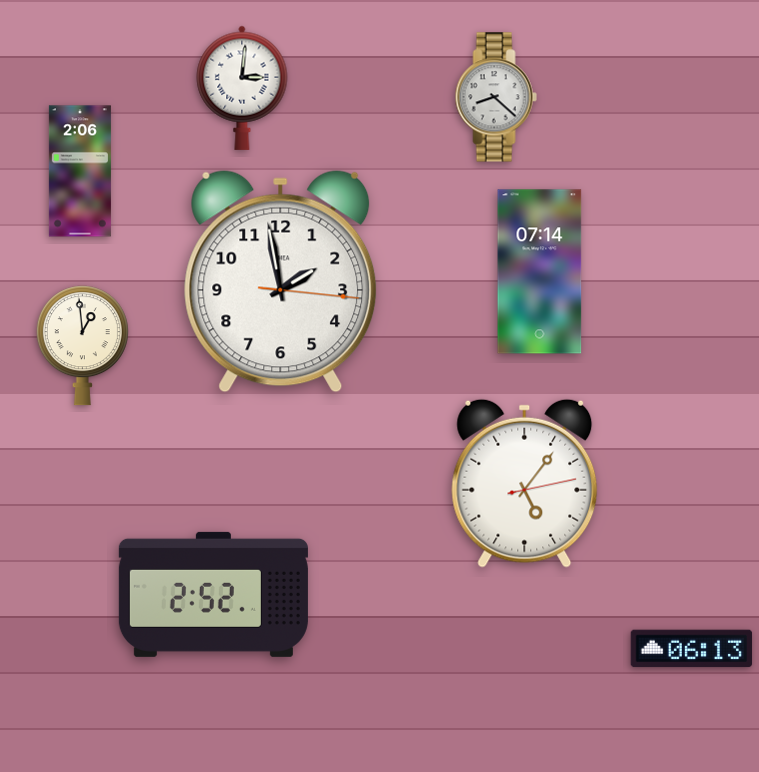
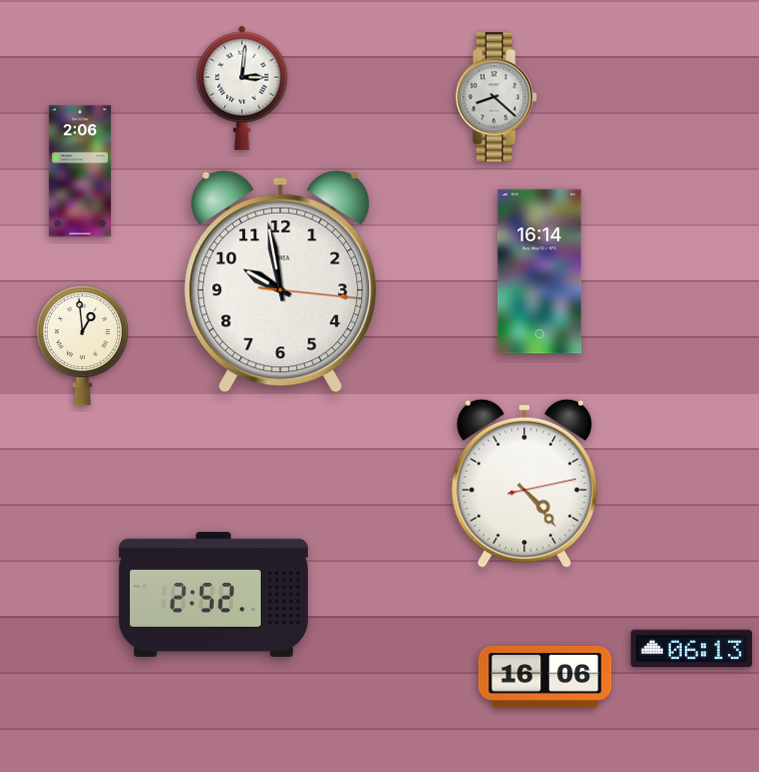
clock at (540, 272): 07:14 -> 16:14
clock at (281, 282): 1:58 -> 9:58
clock at (525, 483): 5:06 -> 4:23
clock at (545, 677): none -> 16:06
